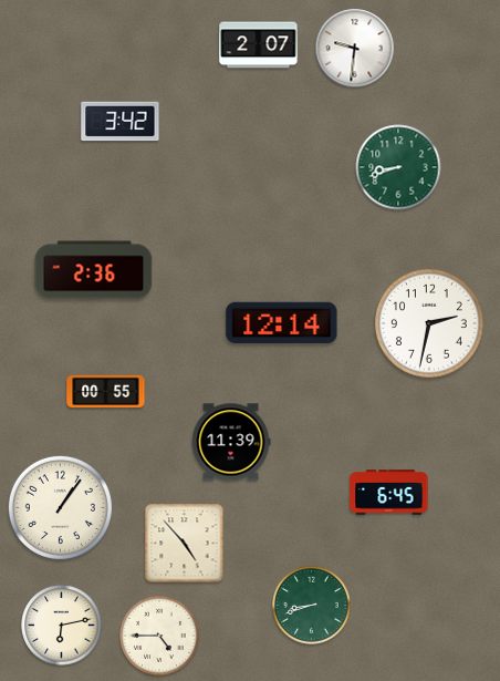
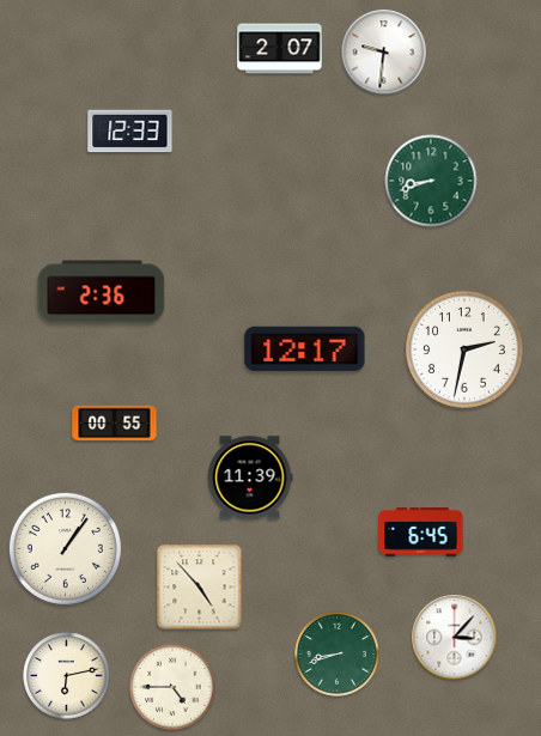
clock at (121, 122): 3:42 -> 12:33
clock at (282, 323): 12:14 -> 12:17
clock at (455, 638): none -> 3:07
